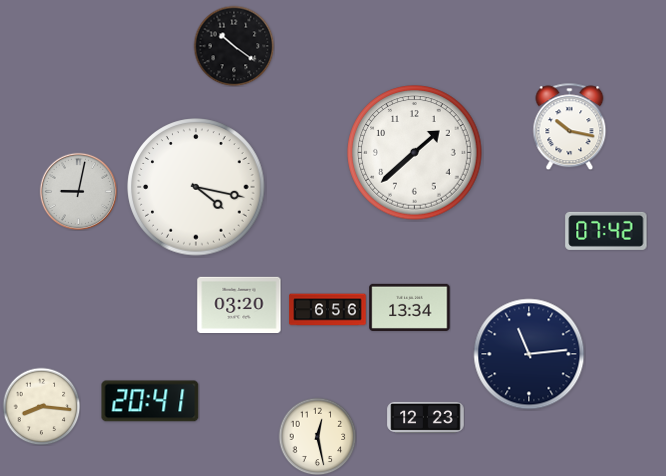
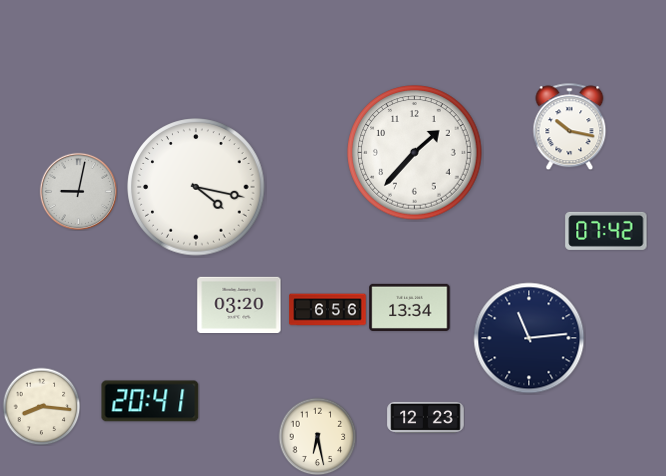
clock at (234, 46): 10:21 -> none
clock at (415, 153): 1:38 -> 1:37
clock at (529, 354) position: (529, 354) -> (529, 338)
clock at (317, 436): 12:28 -> 6:28
